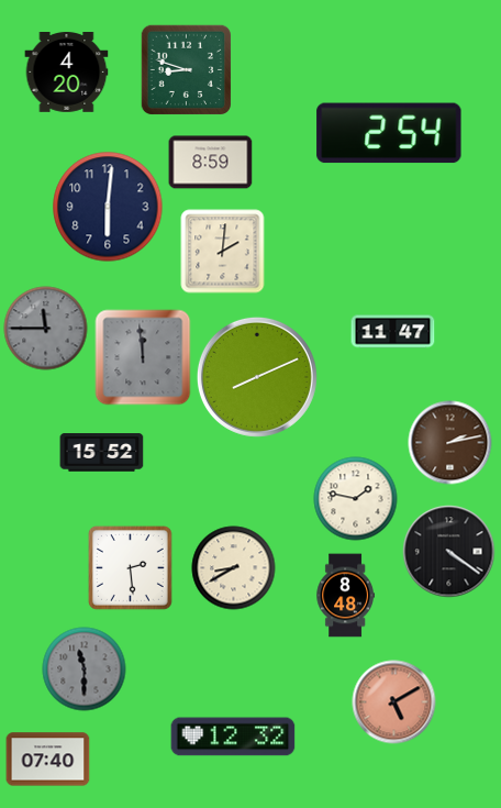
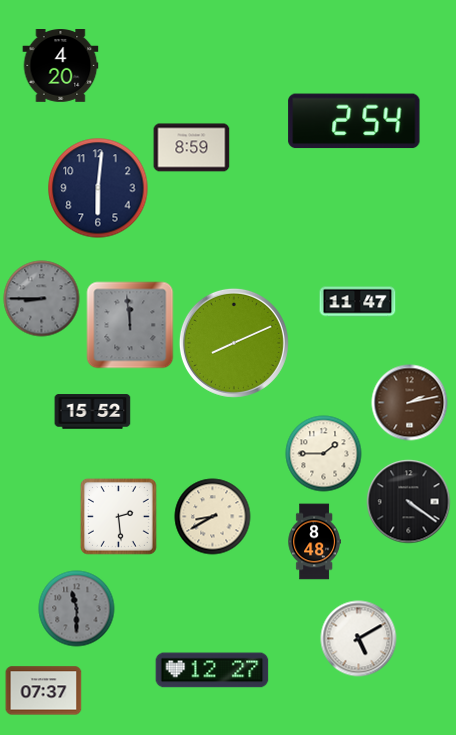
clock at (186, 69): 8:48 -> none
clock at (223, 252): 2:01 -> none
clock at (46, 329): 11:45 -> 8:45
clock at (356, 499): 1:47 -> 1:45
clock at (394, 702) dial: salmon -> white
clock at (233, 737): 12:32 -> 12:27
clock at (48, 760): 07:40 -> 07:37
